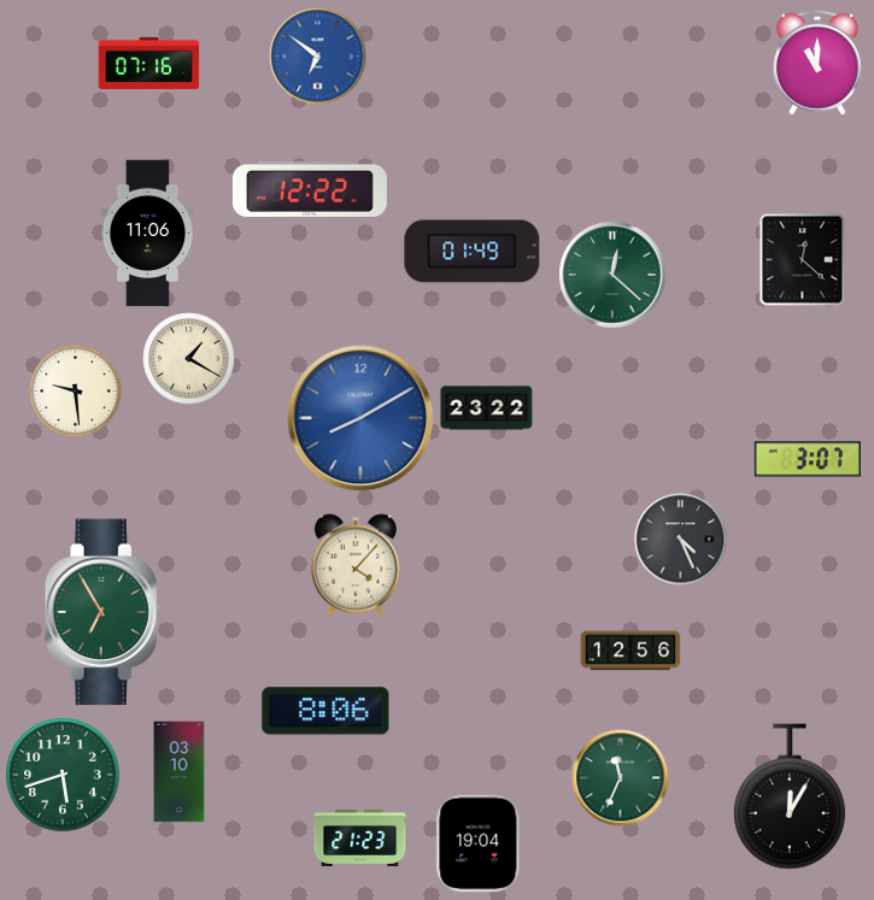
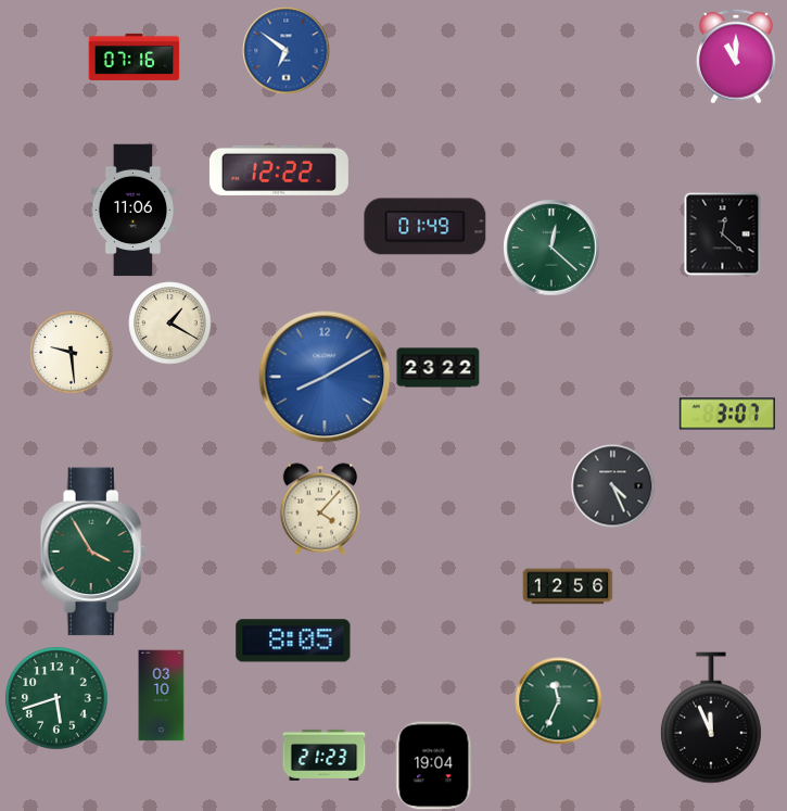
clock at (76, 392) position: (76, 392) -> (72, 353)
clock at (104, 612): 6:55 -> 3:55
clock at (325, 711): 8:06 -> 8:05
clock at (790, 796): 12:05 -> 11:56
clock at (479, 843) position: (479, 843) -> (434, 765)
